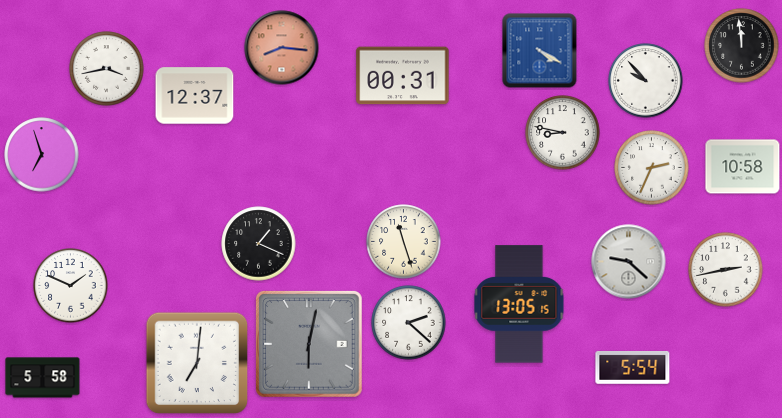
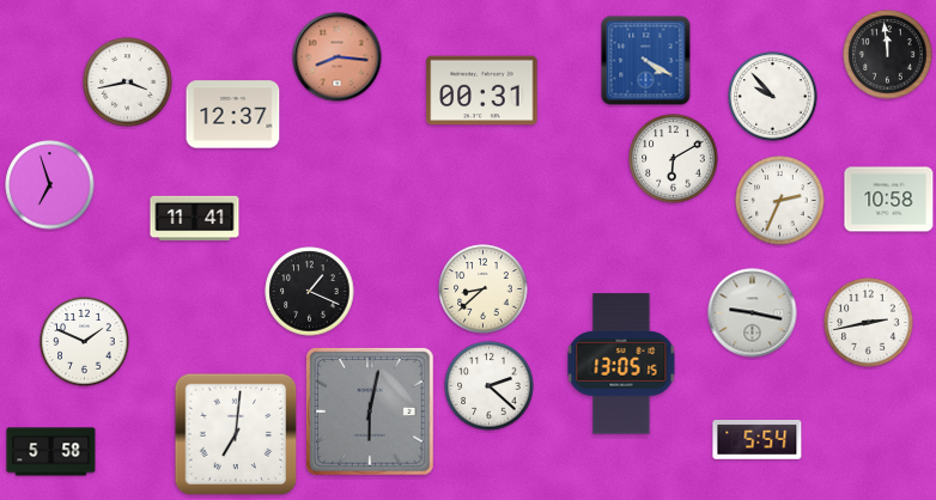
clock at (563, 133): 8:47 -> 6:10
clock at (195, 219): none -> 11:41
clock at (404, 242): 11:27 -> 8:38
clock at (629, 262): 9:22 -> 9:17
